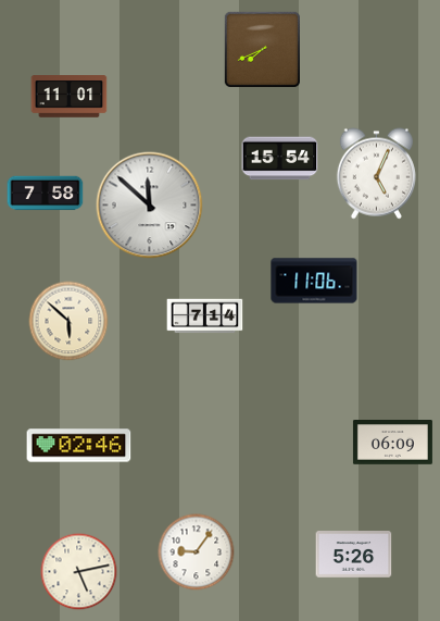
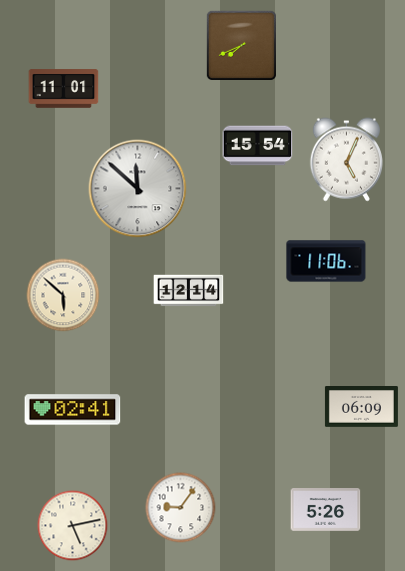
clock at (46, 194): 7:58 -> none
clock at (314, 281) position: (314, 281) -> (326, 261)
clock at (205, 316): 7:14 -> 12:14
clock at (79, 446): 02:46 -> 02:41
